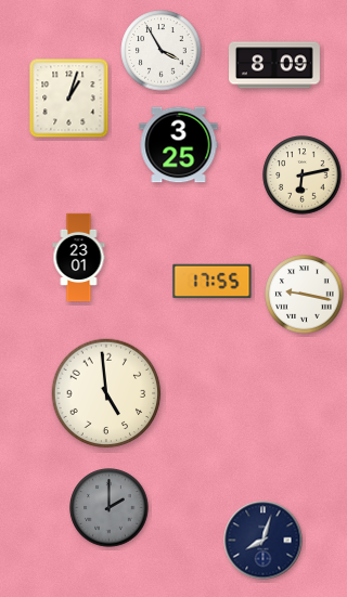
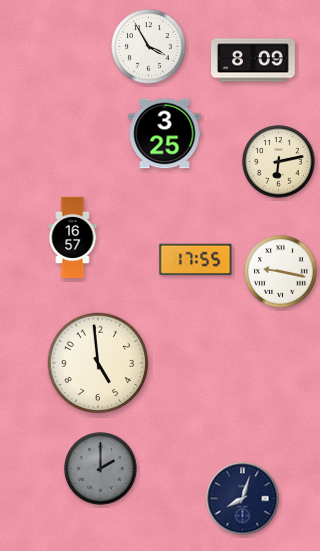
clock at (69, 99): 1:03 -> none
clock at (79, 258): 23:01 -> 16:57
